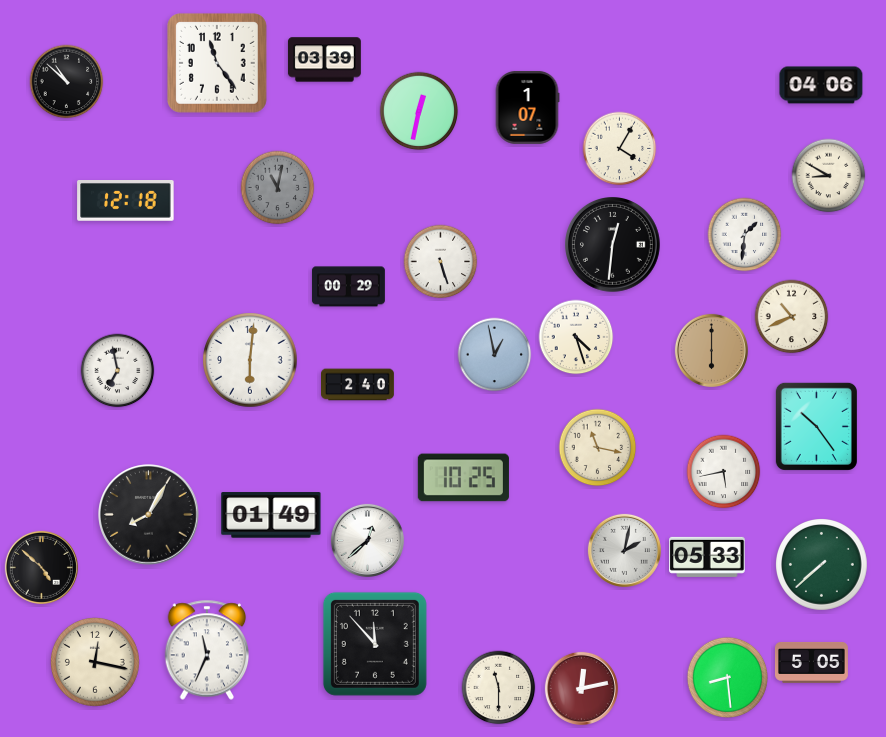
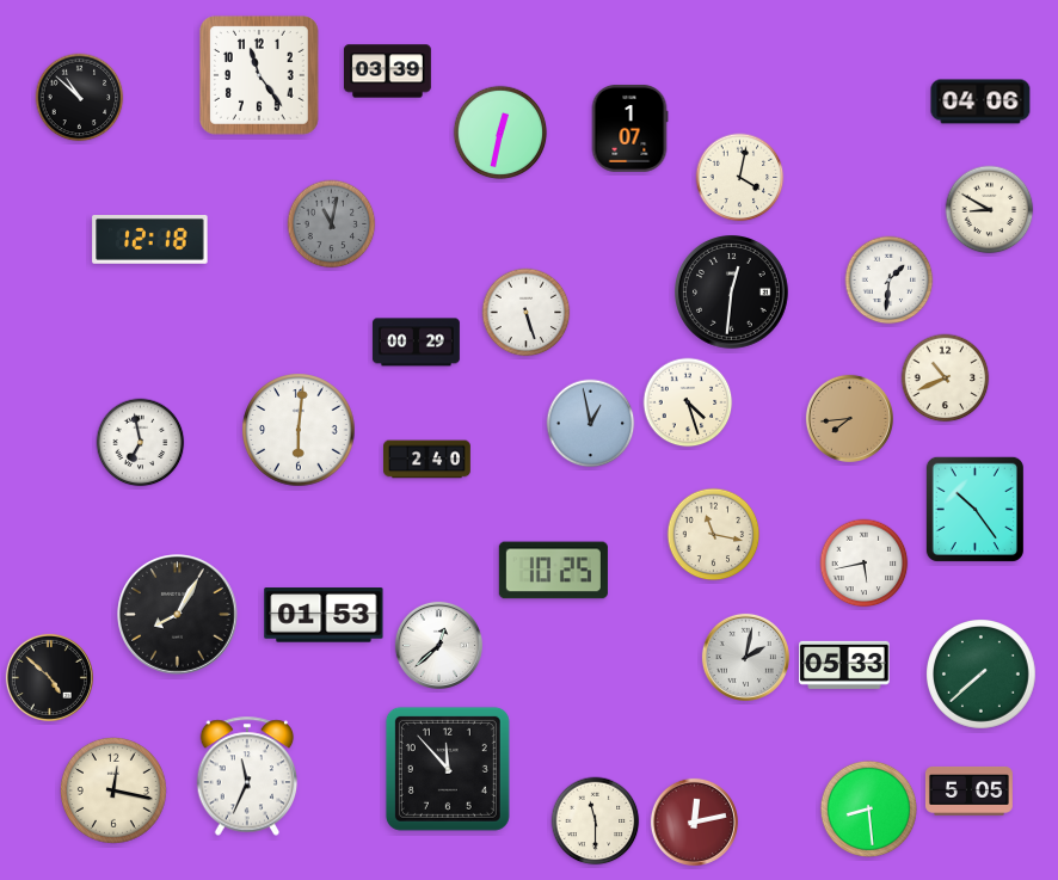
clock at (620, 149): 4:05 -> 4:02
clock at (711, 350): 6:00 -> 7:44
clock at (271, 515): 01:49 -> 01:53
